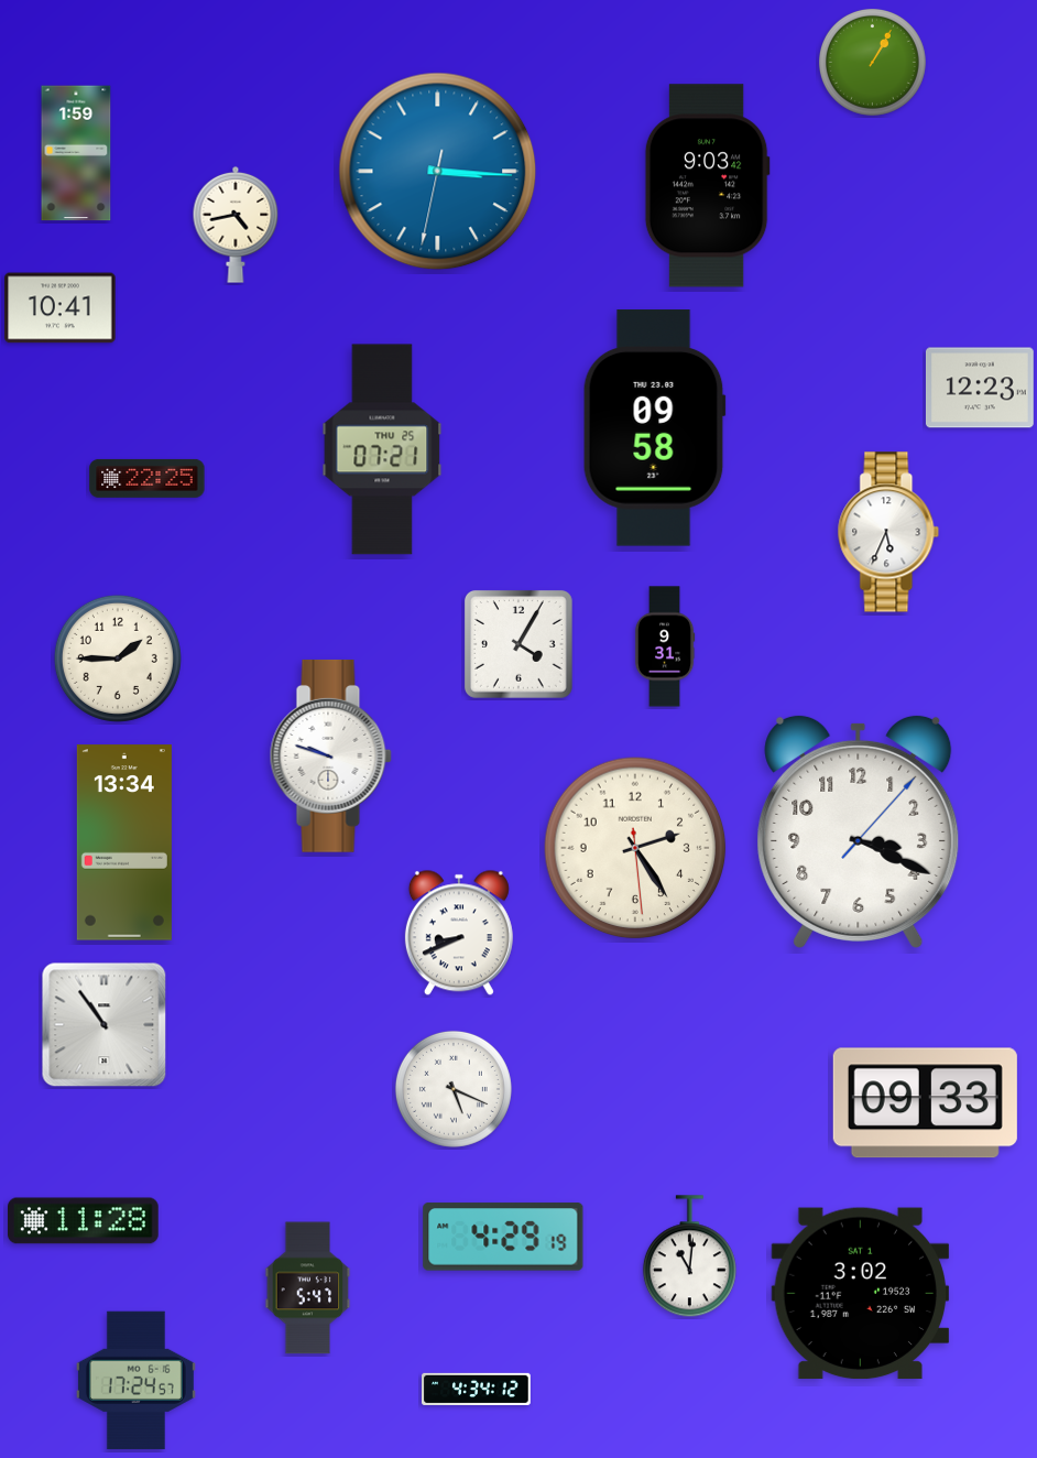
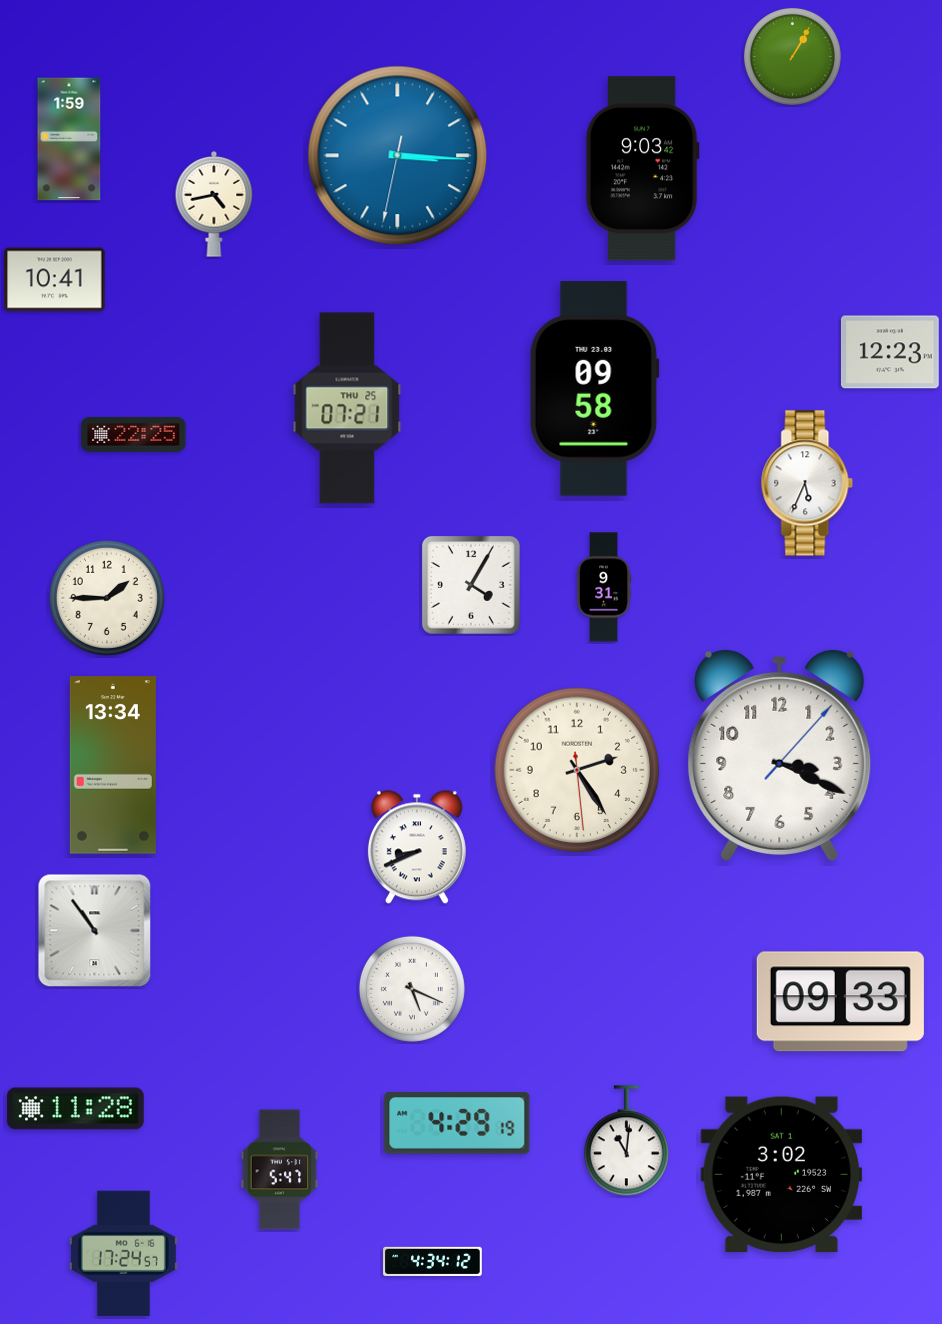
clock at (330, 755): 9:48 -> none
